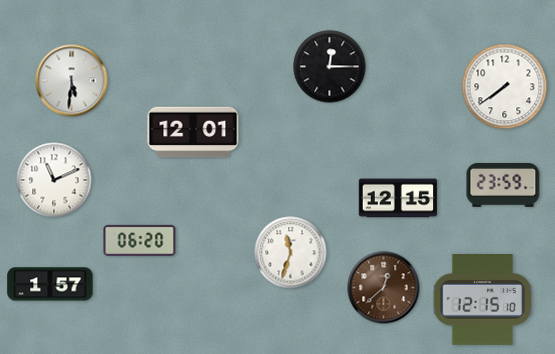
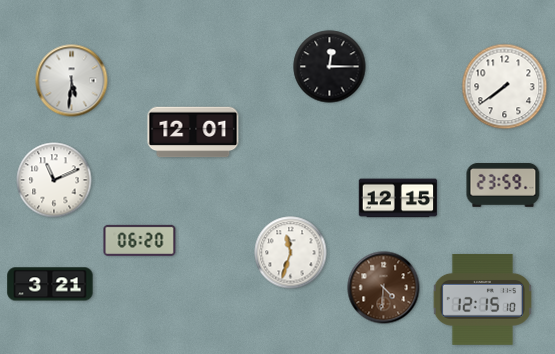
clock at (50, 284): 1:57 -> 3:21
clock at (384, 288): 12:38 -> 4:31
